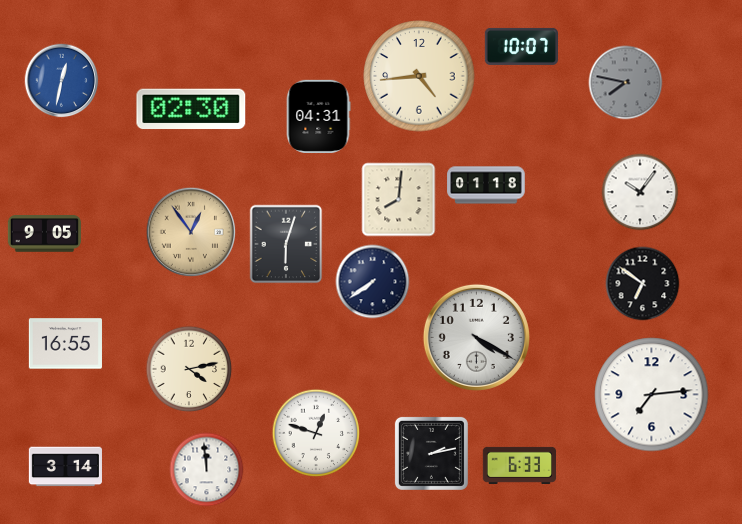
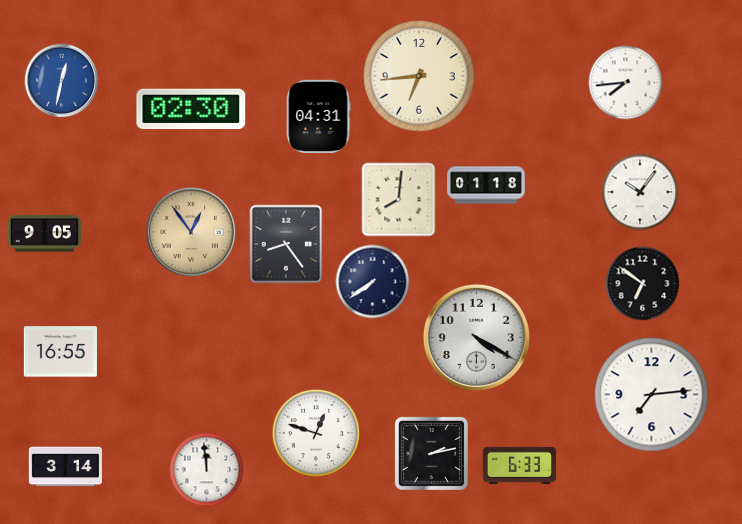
clock at (521, 46): 10:07 -> none
clock at (419, 76): 4:44 -> 6:44
clock at (626, 83): 7:47 -> 7:44
clock at (626, 83) dial: grey -> white
clock at (286, 244): 6:03 -> 8:24
clock at (65, 344) position: (65, 344) -> (60, 352)
clock at (189, 369): 4:13 -> none
